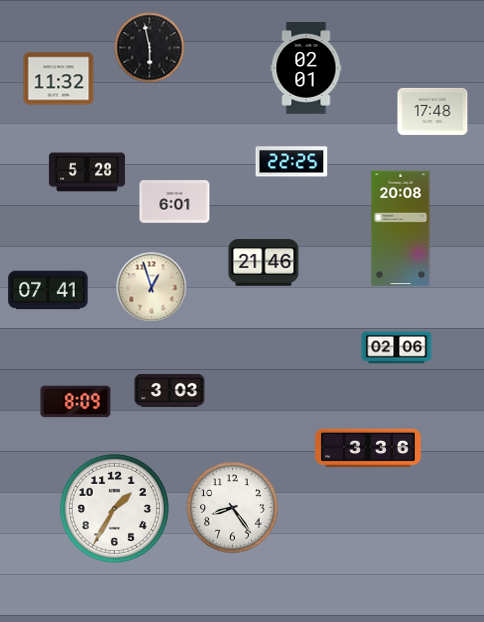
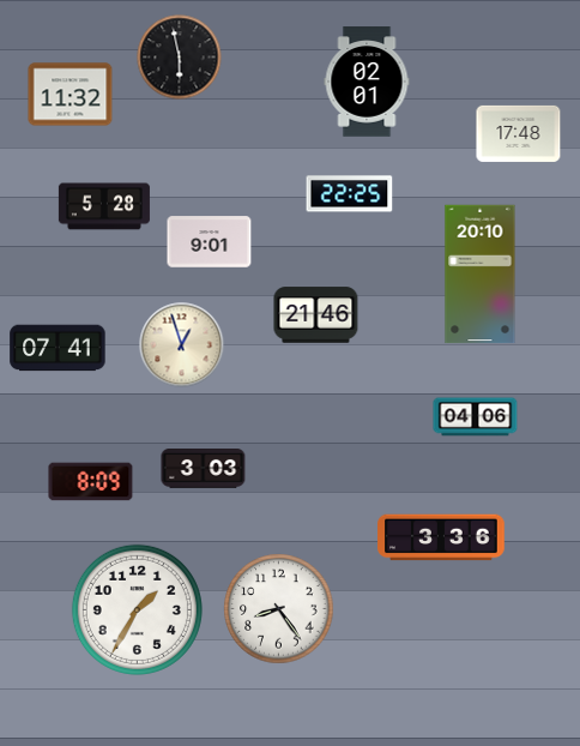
clock at (175, 202): 6:01 -> 9:01
clock at (401, 229): 20:08 -> 20:10
clock at (397, 348): 02:06 -> 04:06
